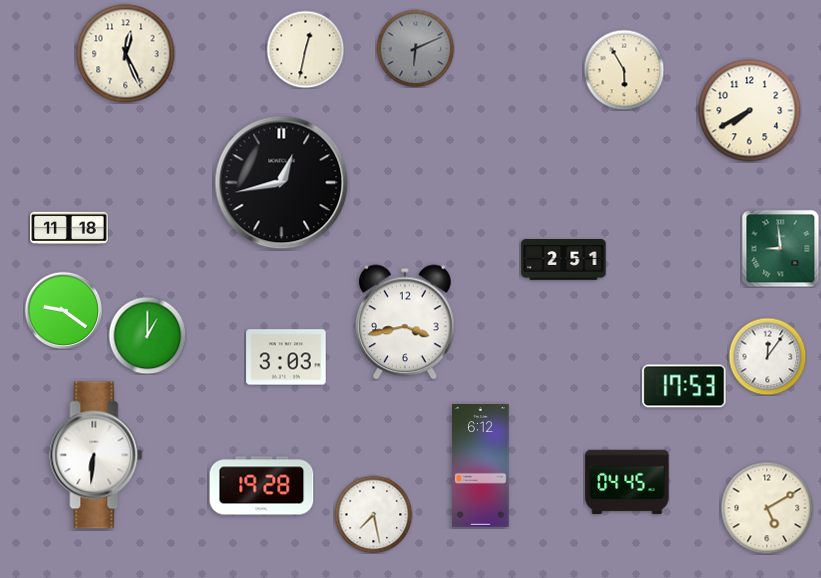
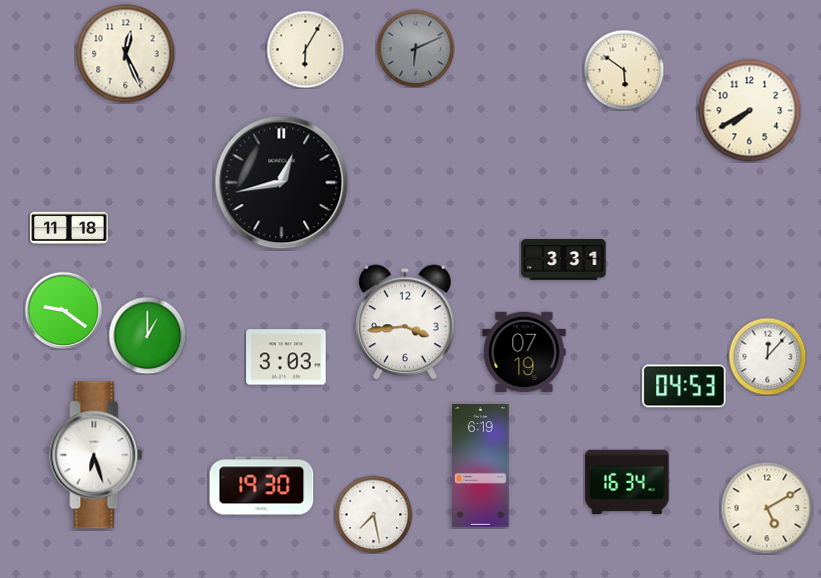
clock at (305, 49): 12:32 -> 6:05
clock at (624, 70): 5:55 -> 5:51
clock at (780, 248): 8:59 -> none
clock at (564, 260): 2:51 -> 3:31
clock at (406, 322): 3:43 -> 3:44
clock at (524, 352): none -> 07:19
clock at (767, 356): 12:06 -> 12:07
clock at (684, 386): 17:53 -> 04:53
clock at (96, 455): 6:31 -> 6:27
clock at (481, 466): 6:12 -> 6:19
clock at (627, 482): 04:45 -> 16:34
clock at (262, 486): 19:28 -> 19:30
